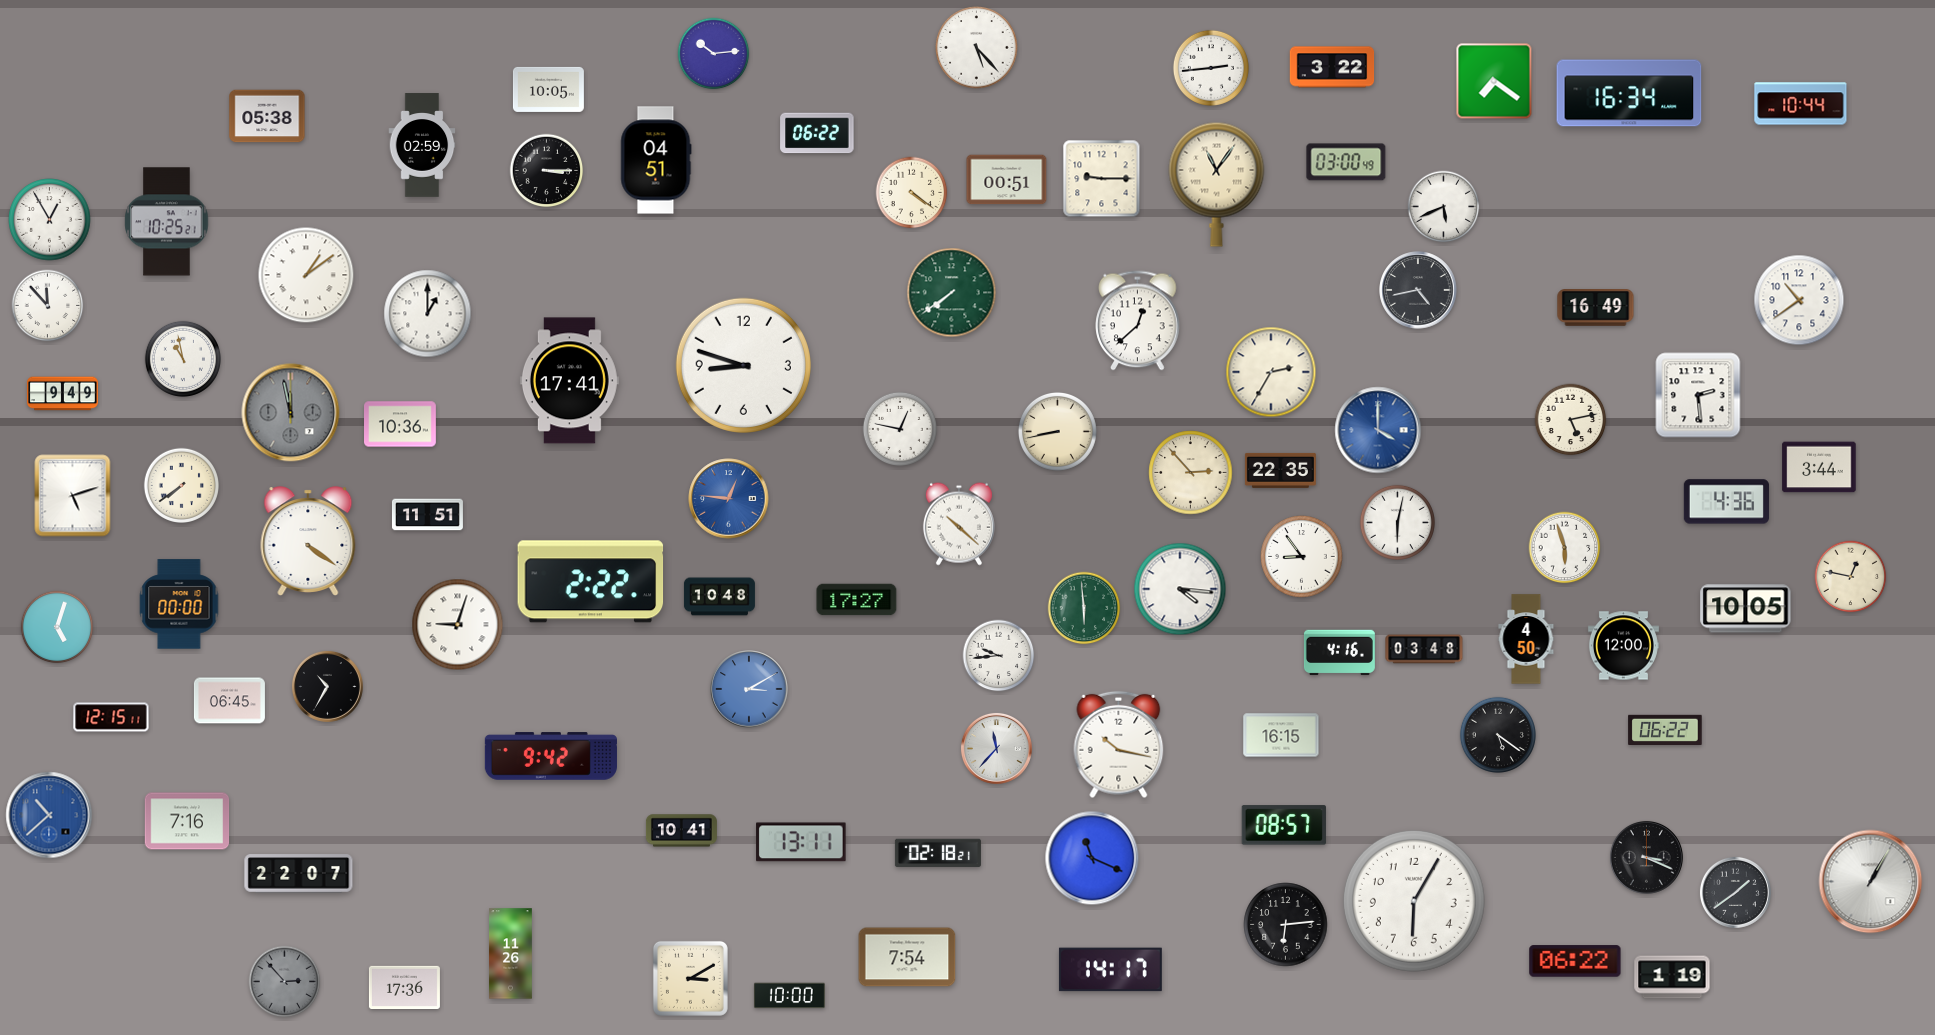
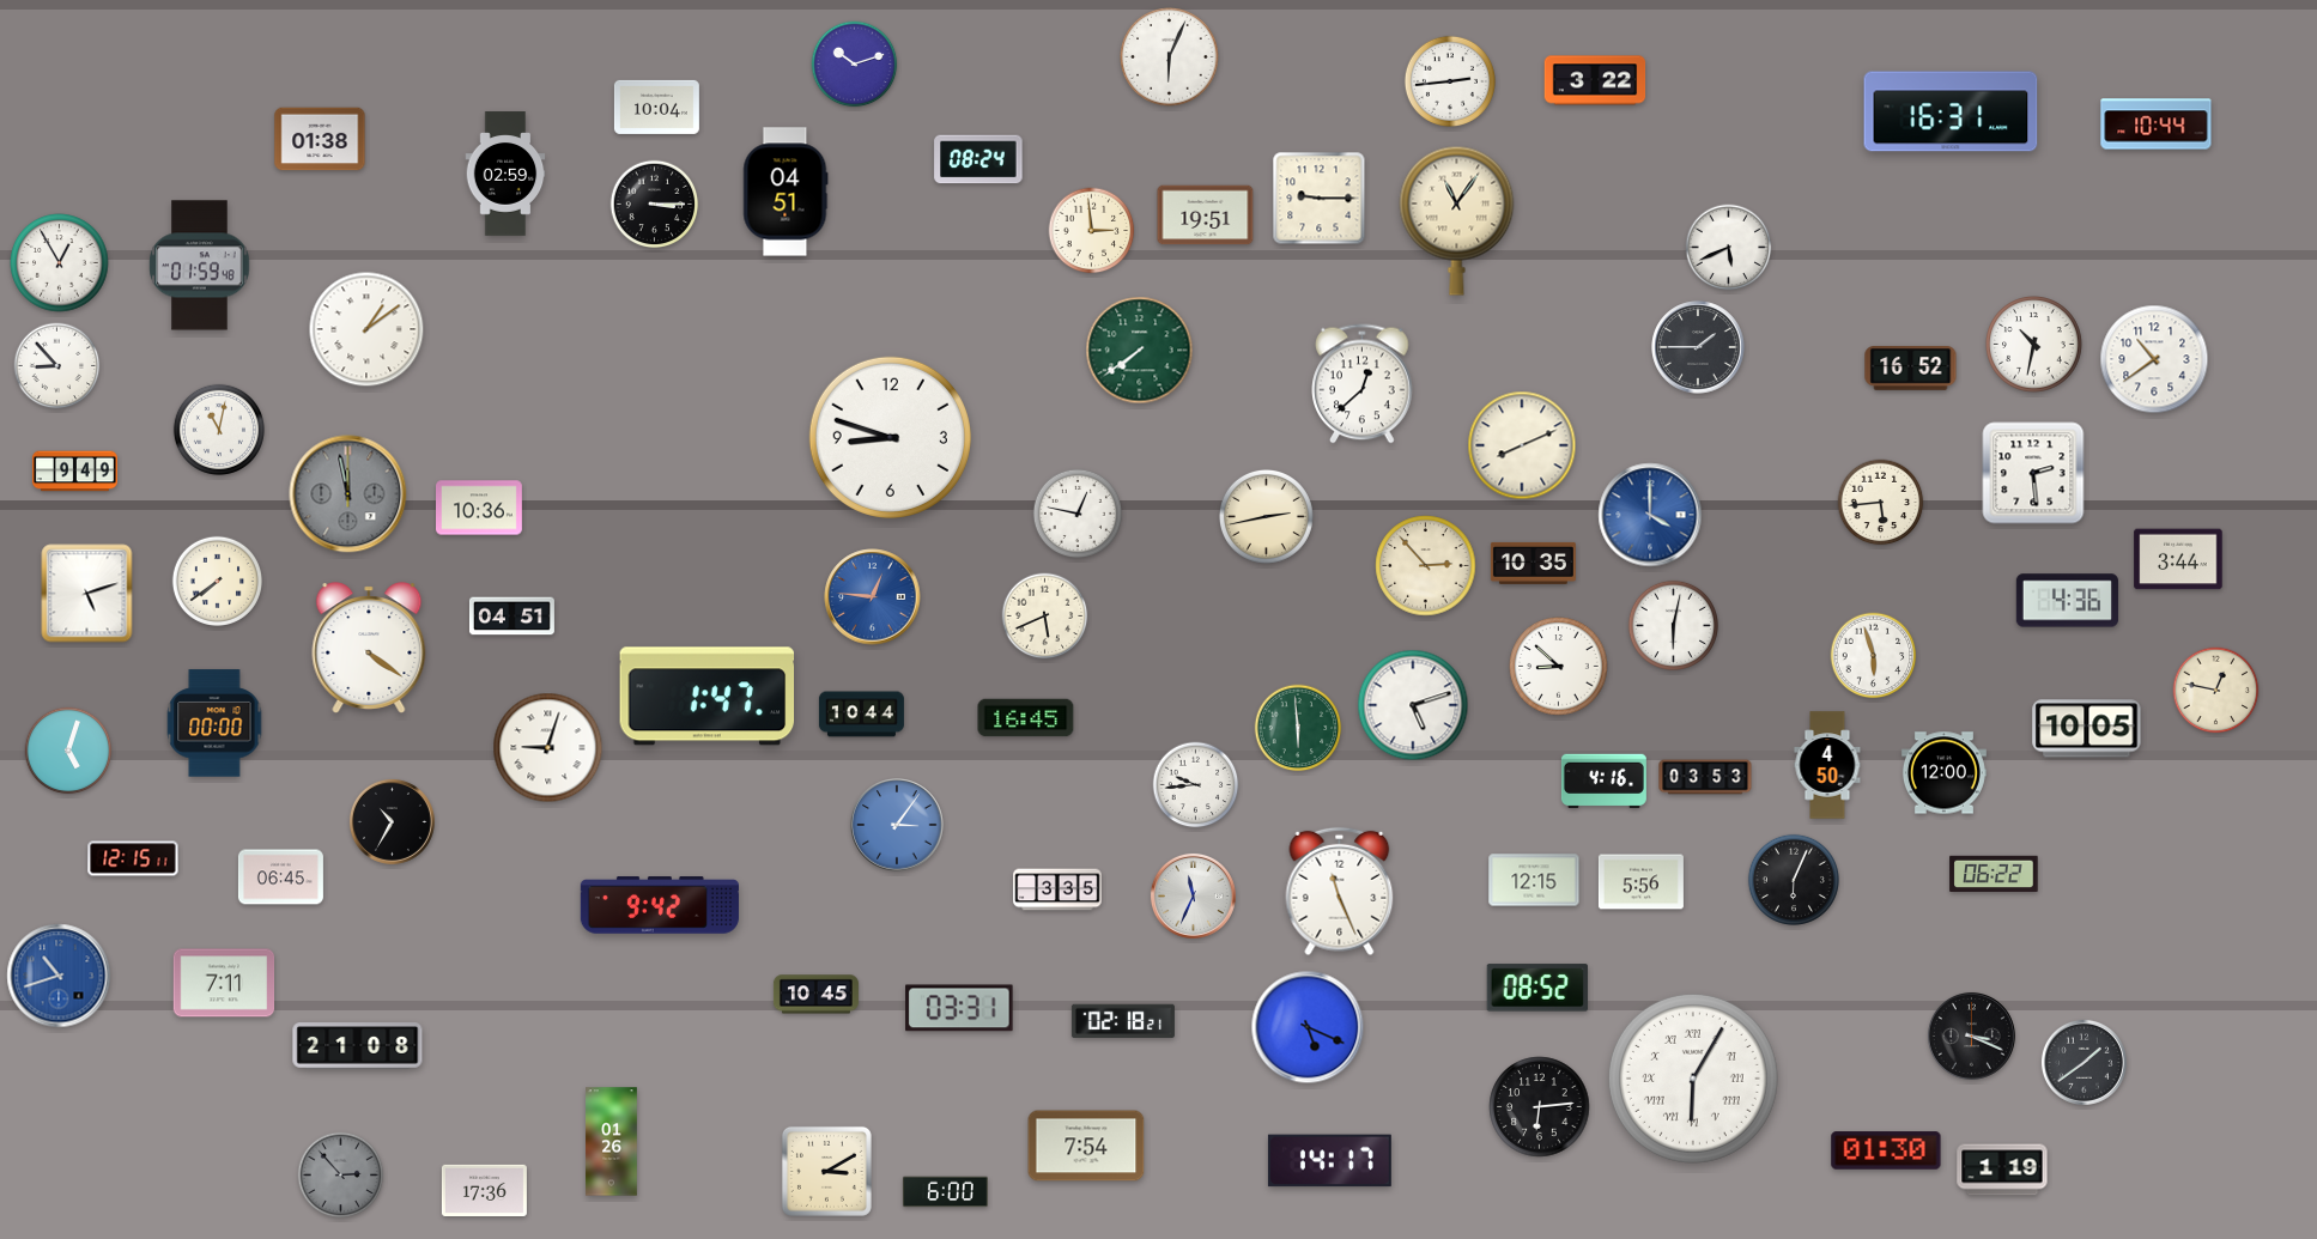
clock at (977, 48): 5:23 -> 6:04
clock at (714, 54): 10:14 -> 10:12
clock at (1494, 81): 7:21 -> none
clock at (548, 89): 10:05 -> 10:04
clock at (1629, 93): 16:34 -> 16:31
clock at (267, 116): 05:38 -> 01:38
clock at (817, 133): 06:22 -> 08:24
clock at (1346, 162): 03:00 -> none
clock at (1102, 179) position: (1102, 179) -> (1320, 199)
clock at (1007, 180): 00:51 -> 19:51
clock at (912, 193): 4:21 -> 2:59
clock at (167, 222): 10:25 -> 01:59
clock at (2034, 345): none -> 10:32
clock at (1418, 290): 4:43 -> 1:45
clock at (48, 306): 11:53 -> 8:53
clock at (1596, 308): 16:49 -> 16:52
clock at (428, 314): 1:00 -> none
clock at (183, 359): 10:58 -> 11:02
clock at (1271, 372): 2:35 -> 8:11
clock at (569, 381): 17:41 -> none
clock at (1571, 420): 5:13 -> 5:44
clock at (1057, 431): 8:43 -> 2:43
clock at (1280, 470): 22:35 -> 10:35
clock at (427, 515): 11:51 -> 04:51
clock at (1045, 617): none -> 5:41
clock at (959, 524): 10:22 -> none
clock at (1302, 557): 8:54 -> 8:52
clock at (591, 582): 2:22 -> 1:47
clock at (1180, 589): 4:16 -> 5:12
clock at (719, 597): 10:48 -> 10:44
clock at (857, 600): 17:27 -> 16:45
clock at (1746, 609) position: (1746, 609) -> (2087, 729)
clock at (1424, 649): 03:48 -> 03:53
clock at (749, 689): 3:10 -> 3:06
clock at (229, 701) position: (229, 701) -> (280, 877)
clock at (1281, 735): 16:15 -> 12:15
clock at (1498, 735): 5:21 -> 6:04
clock at (1640, 882): none -> 5:56
clock at (1057, 889): none -> 3:35
clock at (1119, 745): 10:17 -> 11:26
clock at (996, 748): 11:37 -> 11:34
clock at (49, 815): 10:38 -> 10:42
clock at (187, 821): 7:16 -> 7:11
clock at (1284, 825): 08:57 -> 08:52
clock at (681, 831): 10:41 -> 10:45
clock at (801, 842): 13:11 -> 03:31
clock at (1646, 857) position: (1646, 857) -> (1971, 1035)
clock at (1092, 858): 11:19 -> 5:19
clock at (299, 874): 22:07 -> 21:08
clock at (1871, 882): 1:05 -> none
clock at (1735, 892) position: (1735, 892) -> (2084, 1062)
clock at (1414, 901) numerals: Arabic -> Roman
clock at (511, 954): 11:26 -> 01:26
clock at (1575, 961): 06:22 -> 01:30
clock at (404, 987) position: (404, 987) -> (484, 1190)
clock at (789, 996): 10:00 -> 6:00
